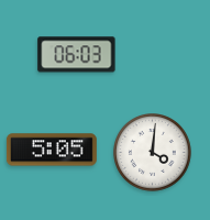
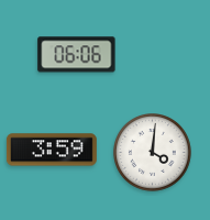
clock at (77, 55): 06:03 -> 06:06
clock at (52, 150): 5:05 -> 3:59
